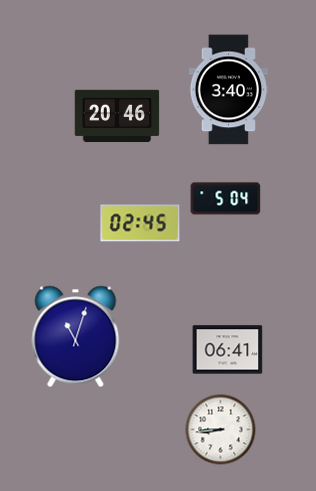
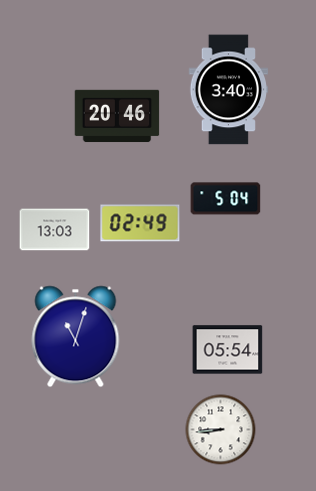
clock at (140, 223): 02:45 -> 02:49
clock at (55, 230): none -> 13:03
clock at (228, 350): 06:41 -> 05:54
